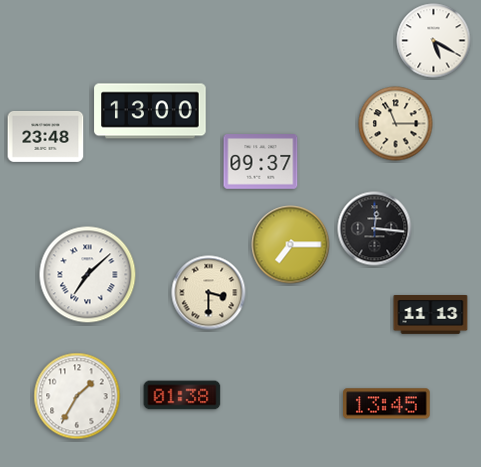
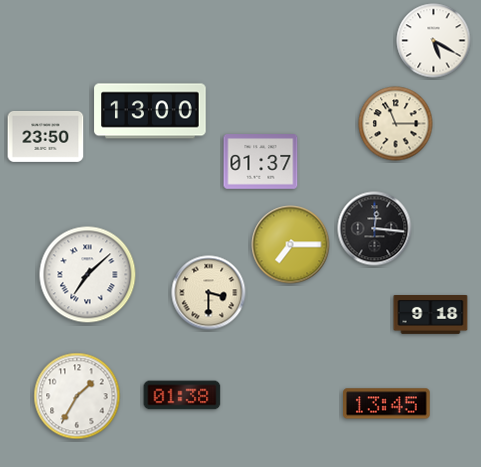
clock at (46, 136): 23:48 -> 23:50
clock at (261, 162): 09:37 -> 01:37
clock at (431, 315): 11:13 -> 9:18
